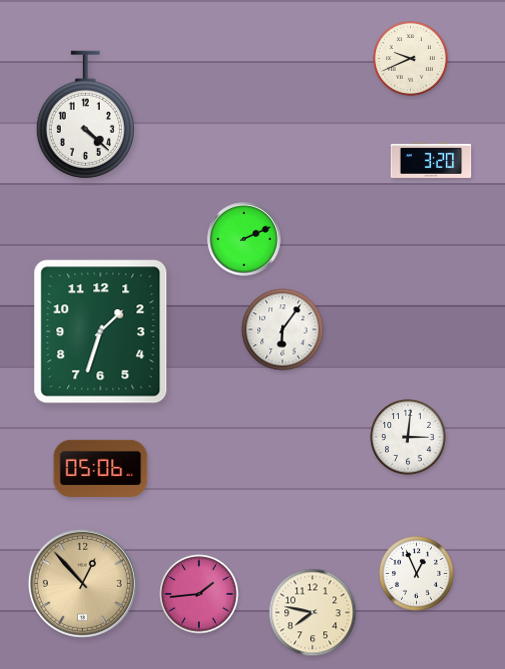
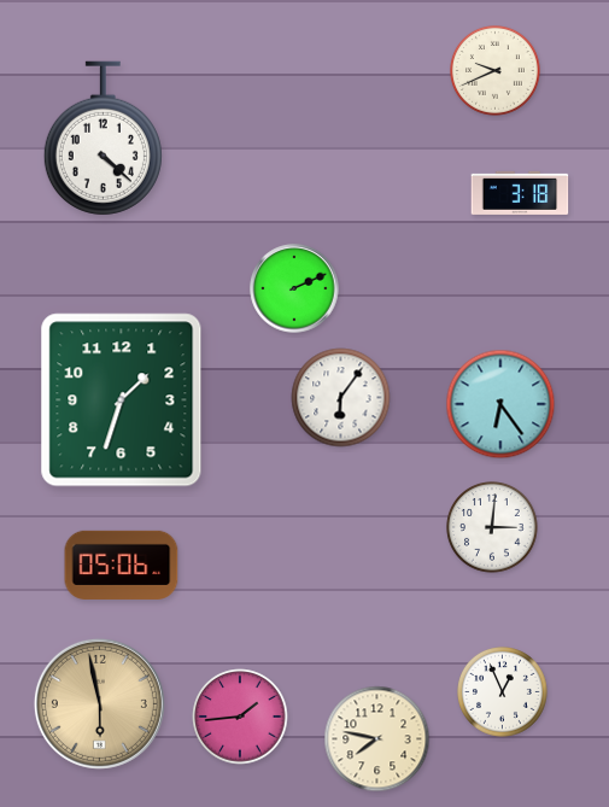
clock at (431, 160): 3:20 -> 3:18
clock at (500, 404): none -> 6:24
clock at (82, 583): 12:53 -> 5:58
